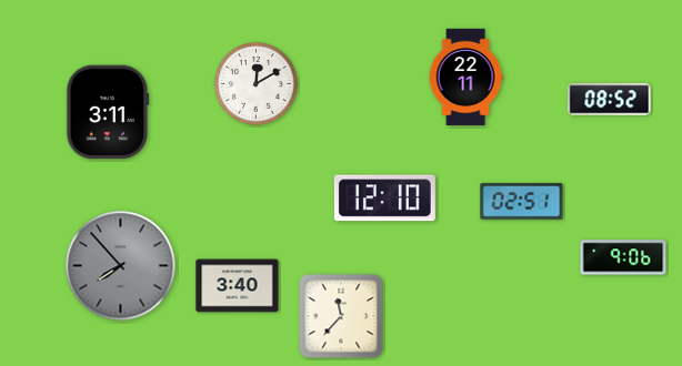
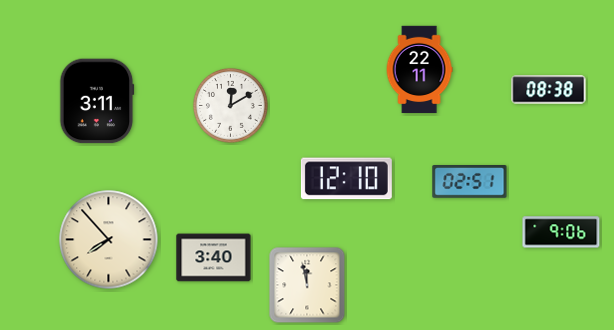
clock at (257, 84) position: (257, 84) -> (231, 106)
clock at (610, 100): 08:52 -> 08:38
clock at (121, 266) dial: grey -> cream
clock at (341, 316): 11:37 -> 11:58
